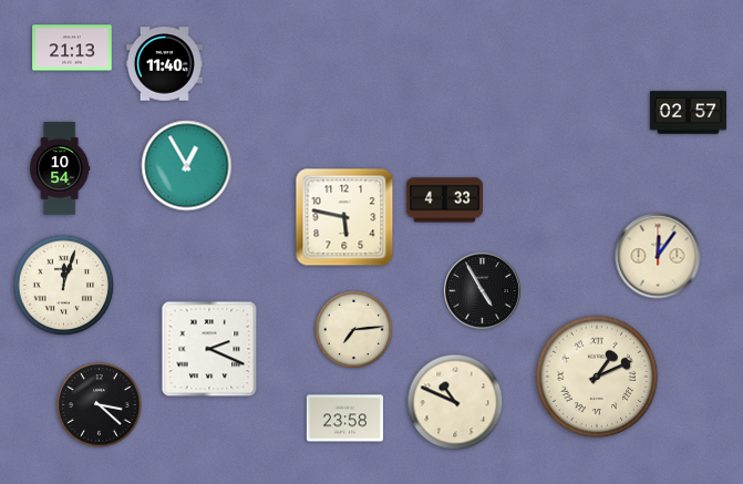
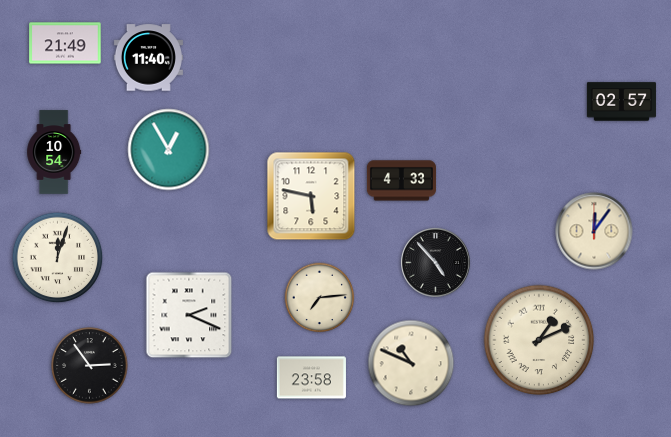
clock at (72, 48): 21:13 -> 21:49
clock at (482, 290): 4:55 -> 4:53
clock at (100, 405): 3:22 -> 2:54
